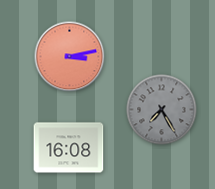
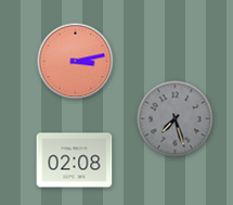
clock at (162, 110): 7:25 -> 7:27
clock at (69, 148): 16:08 -> 02:08
